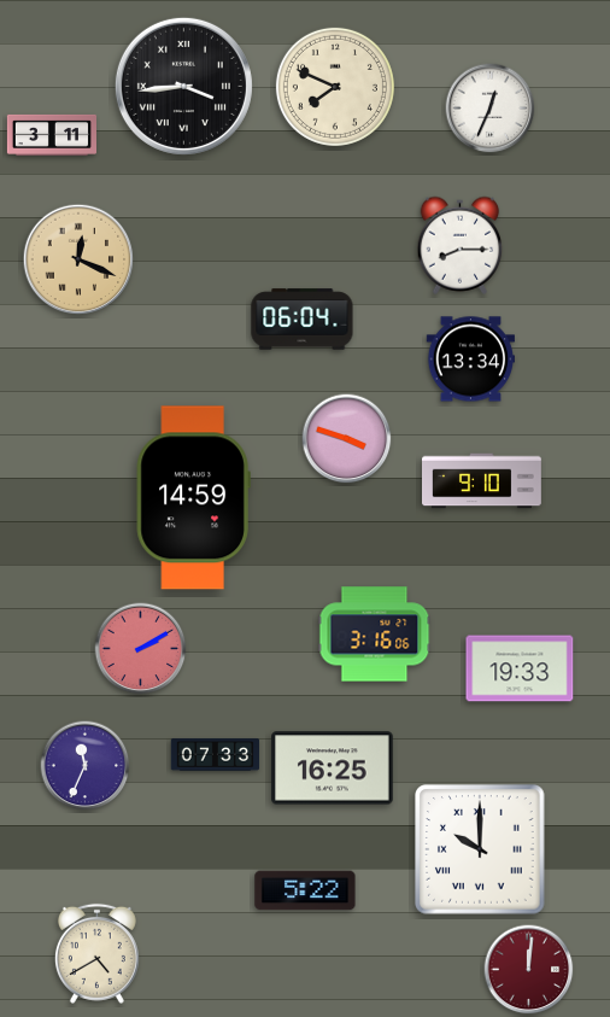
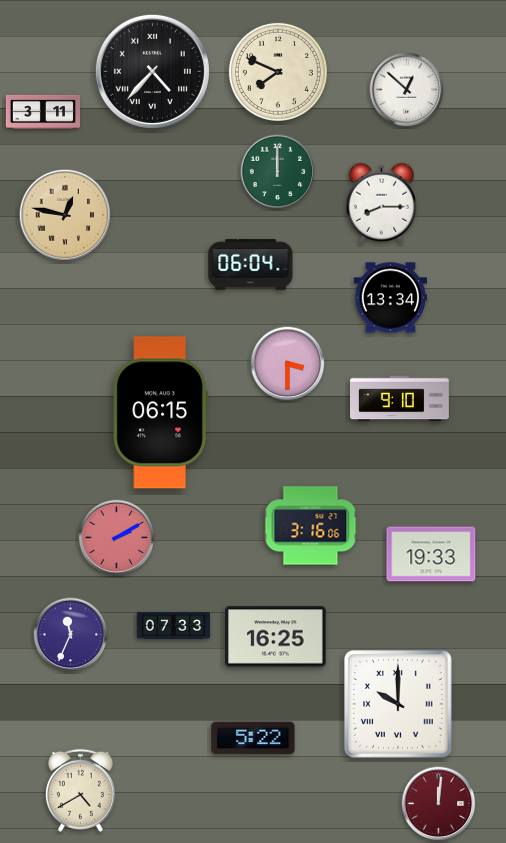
clock at (183, 86): 3:44 -> 4:37
clock at (491, 109): 12:34 -> 12:52
clock at (278, 172): none -> 12:00
clock at (78, 259): 12:19 -> 12:47
clock at (347, 439): 3:48 -> 3:30
clock at (193, 498): 14:59 -> 06:15
clock at (216, 755) position: (216, 755) -> (174, 626)
